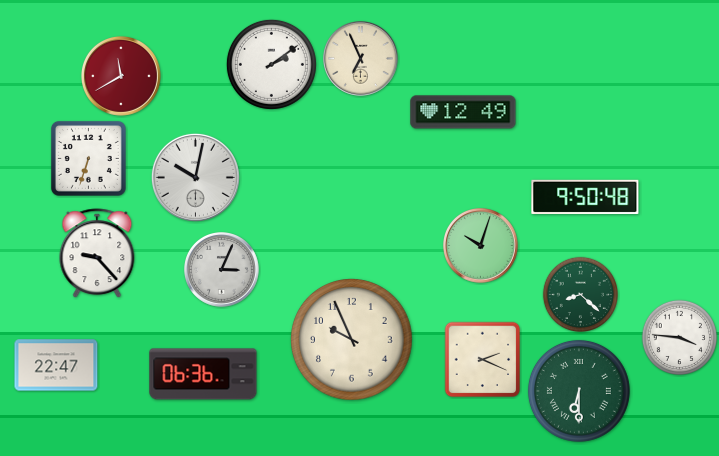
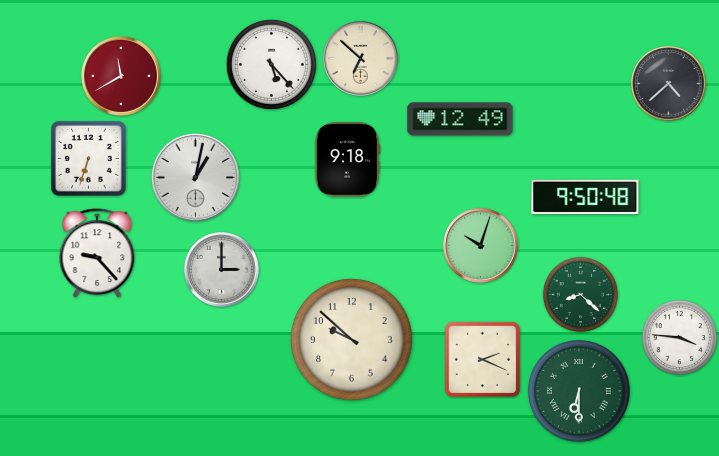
clock at (361, 59): 6:56 -> 6:52
clock at (271, 64): 2:09 -> 5:23
clock at (669, 84): none -> 4:38
clock at (463, 112) position: (463, 112) -> (460, 119)
clock at (347, 160): none -> 9:18
clock at (195, 177): 10:02 -> 1:02
clock at (222, 270): 3:04 -> 3:00
clock at (352, 340): 9:56 -> 9:52
clock at (56, 365): 22:47 -> none
clock at (203, 374): 06:36 -> none
